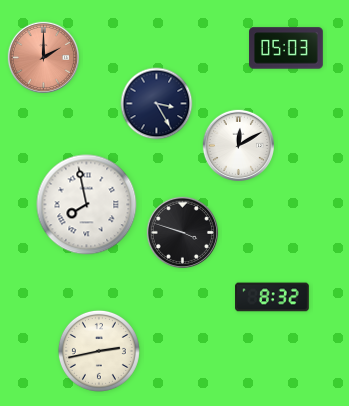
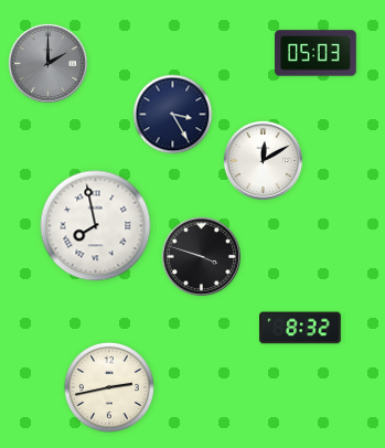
clock at (43, 57) dial: salmon -> grey
